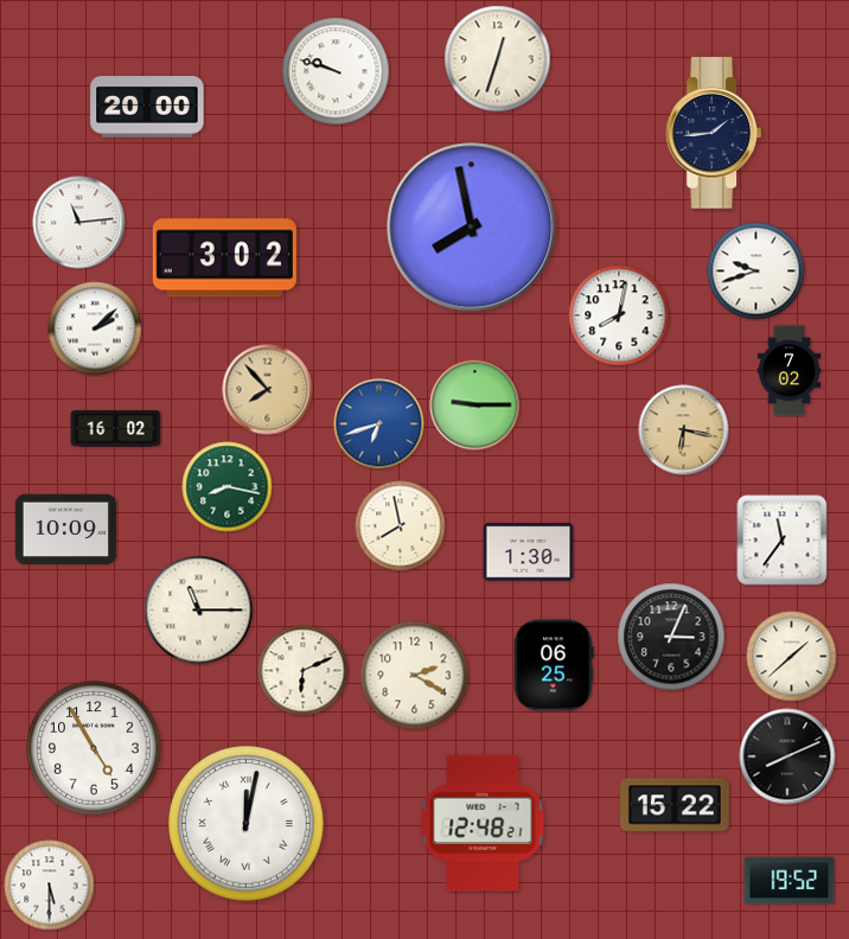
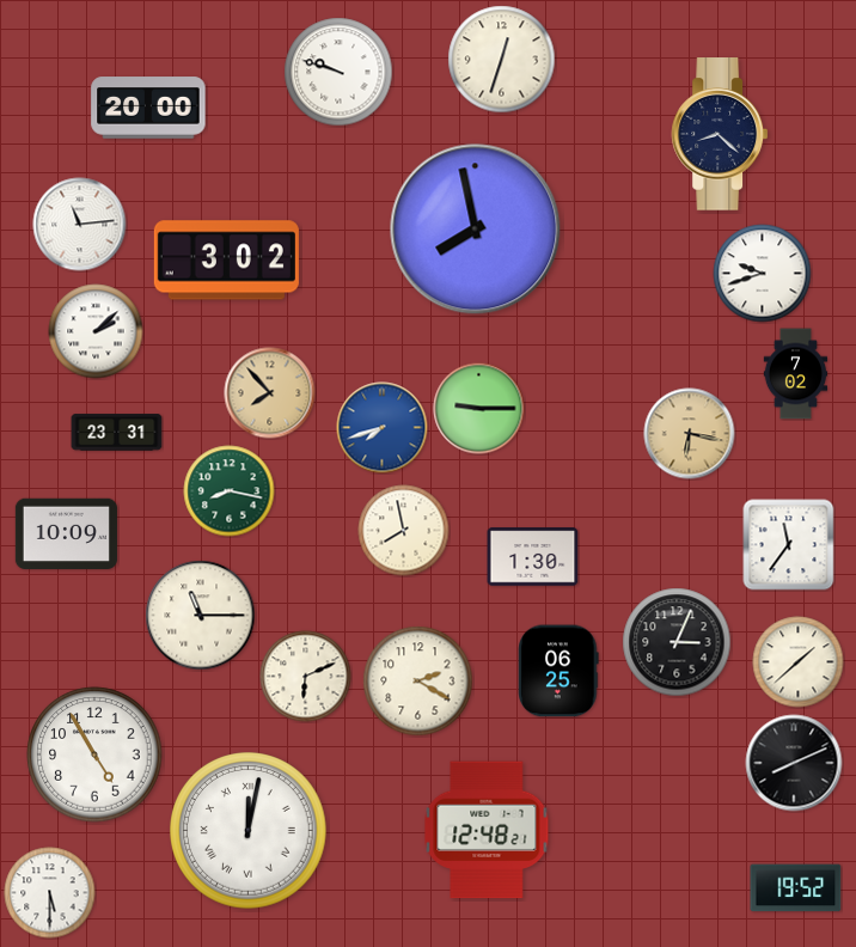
clock at (714, 133): 1:44 -> 8:22
clock at (619, 315): 8:02 -> none
clock at (379, 424): 6:42 -> 7:42
clock at (116, 429): 16:02 -> 23:31
clock at (676, 805): 15:22 -> none
